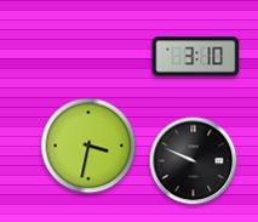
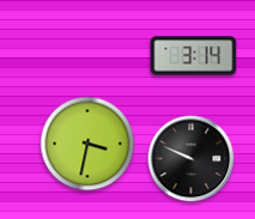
clock at (196, 57): 3:10 -> 3:14
